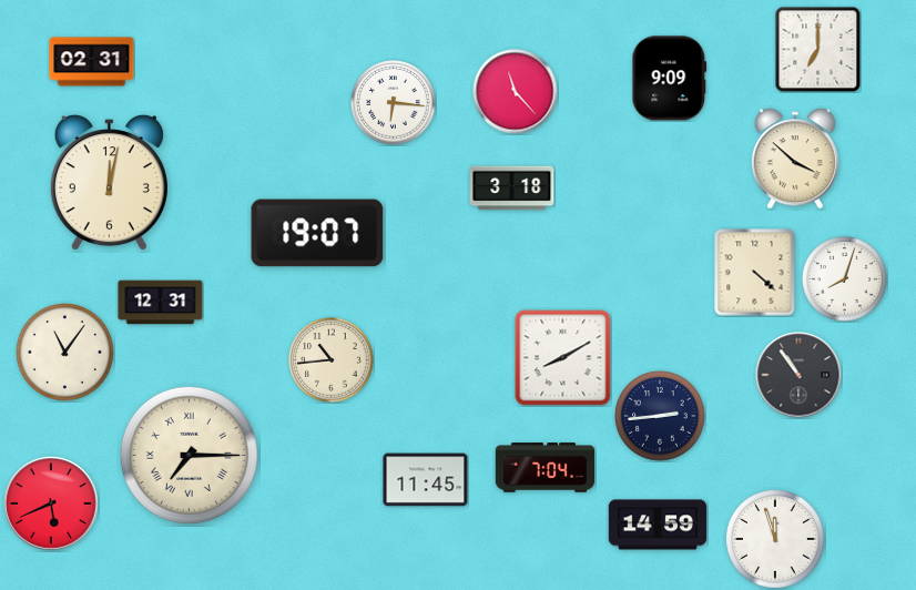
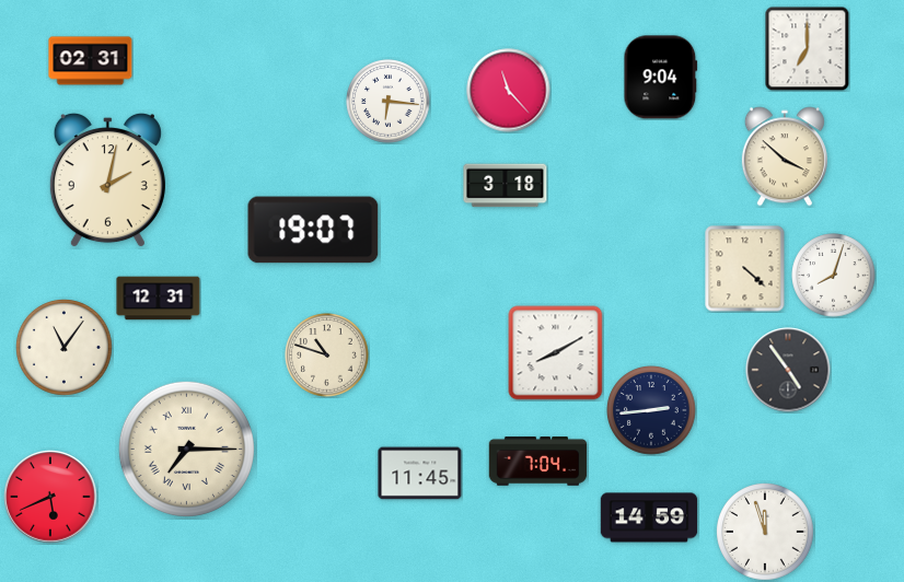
clock at (670, 79): 9:09 -> 9:04
clock at (109, 183): 12:02 -> 2:02
clock at (332, 360): 10:44 -> 10:48
clock at (798, 375): 10:54 -> 4:54
